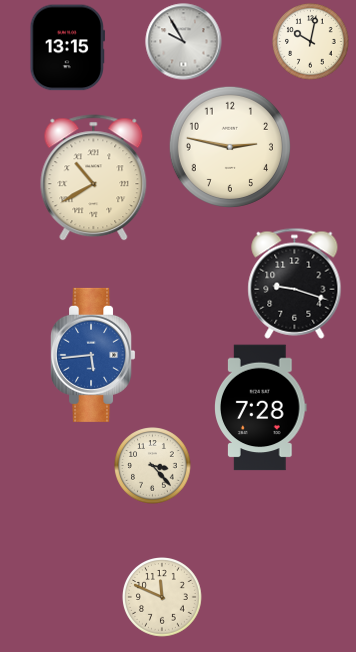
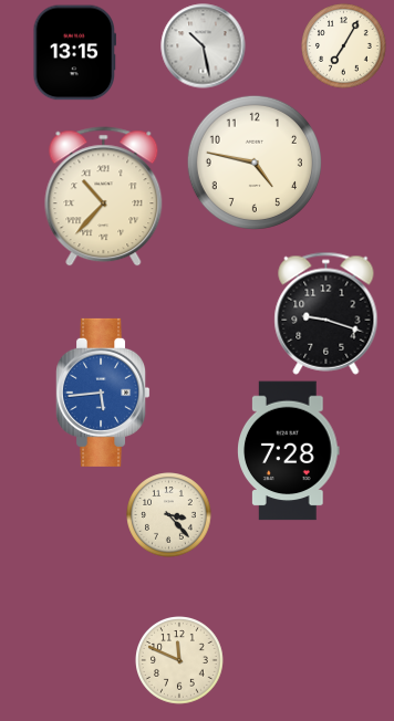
clock at (184, 42): 9:55 -> 10:28
clock at (311, 42): 10:02 -> 7:05
clock at (230, 147): 2:47 -> 4:47
clock at (94, 178): 10:40 -> 10:37
